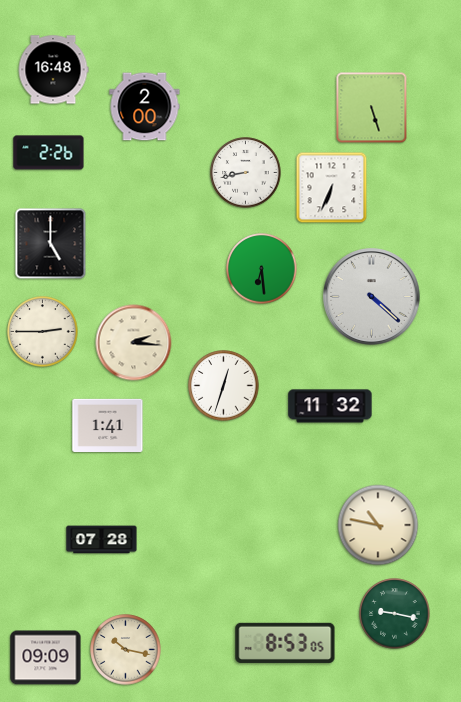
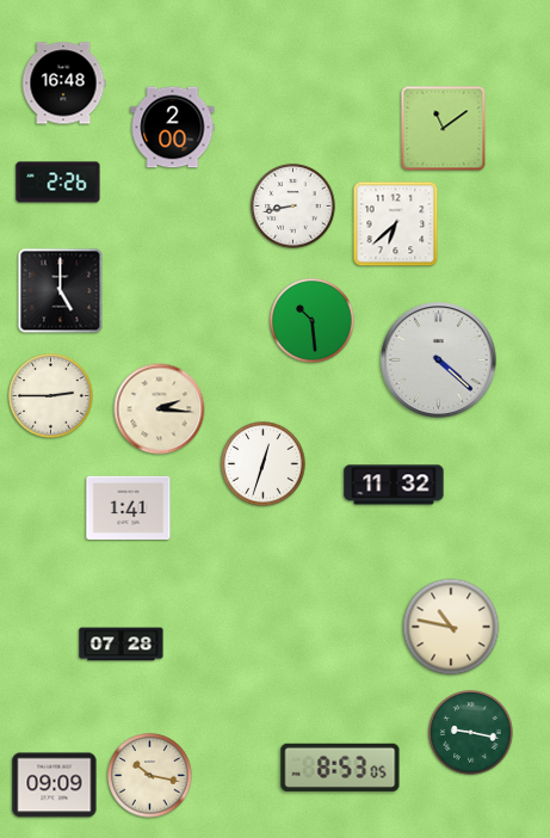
clock at (372, 108): 5:27 -> 11:09
clock at (332, 188): 6:34 -> 6:38
clock at (262, 269): 6:29 -> 10:29
clock at (372, 297) position: (372, 297) -> (439, 361)
clock at (224, 386) position: (224, 386) -> (264, 464)
